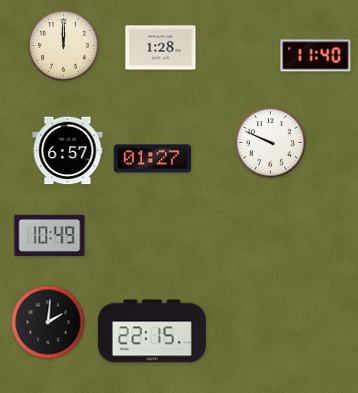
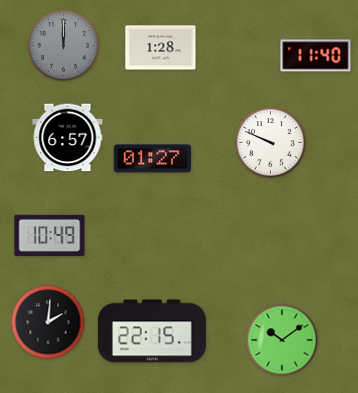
clock at (64, 46) dial: cream -> grey
clock at (68, 151) position: (68, 151) -> (68, 138)
clock at (282, 340): none -> 10:09
